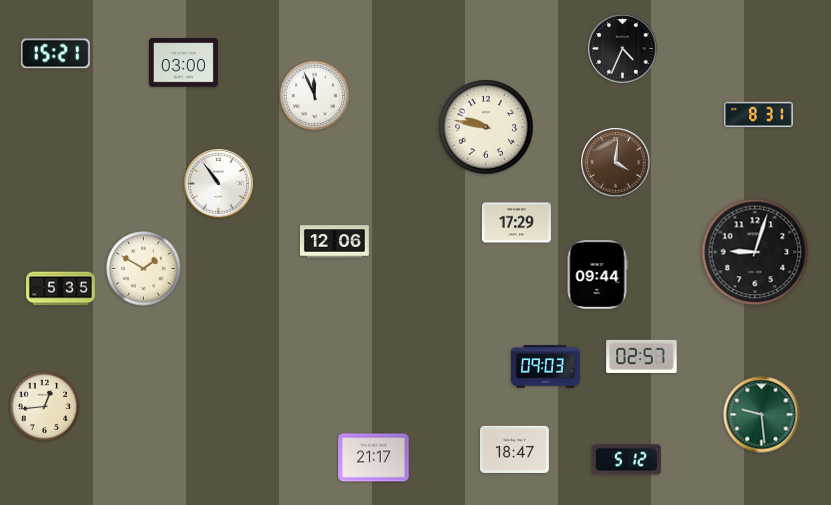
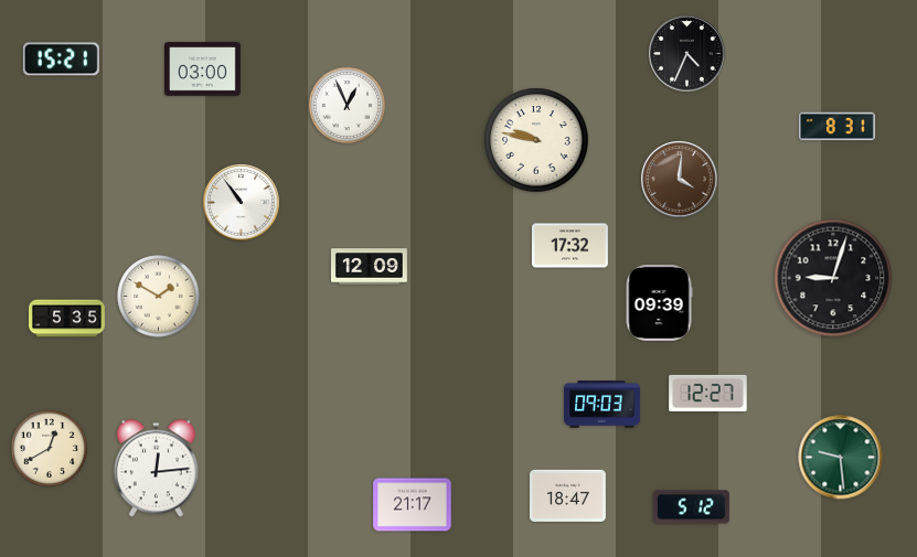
clock at (315, 96): 11:56 -> 12:56
clock at (516, 223): 17:29 -> 17:32
clock at (334, 242): 12:06 -> 12:09
clock at (597, 274): 09:44 -> 09:39
clock at (642, 356): 02:57 -> 12:27
clock at (45, 407): 12:44 -> 12:40
clock at (156, 469): none -> 12:14
